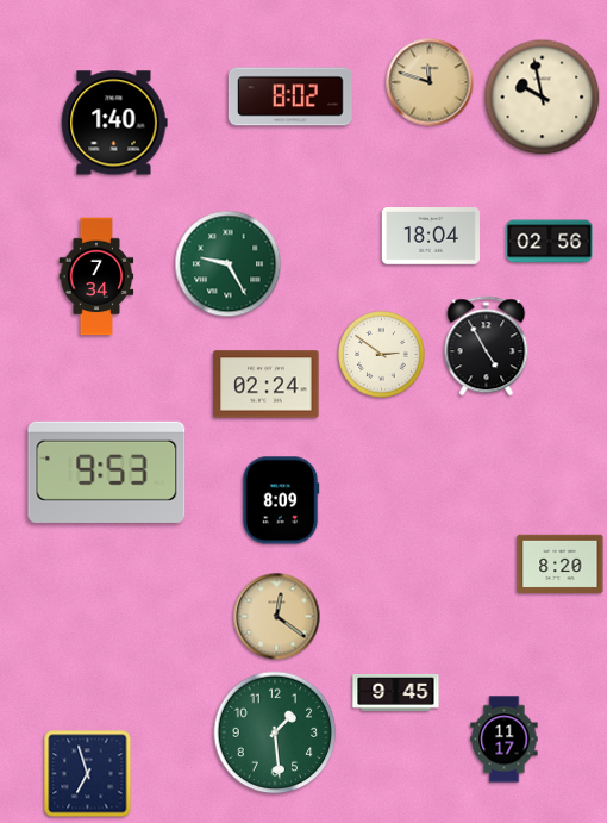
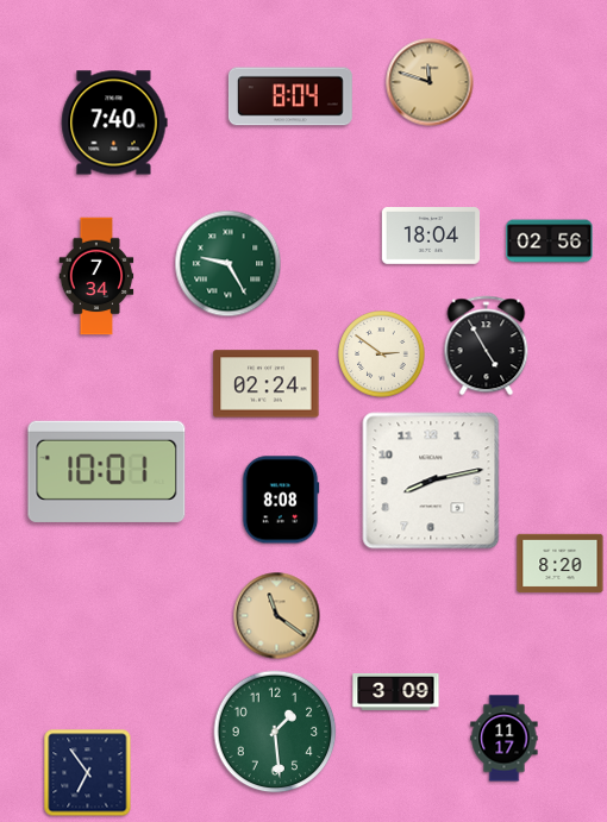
clock at (290, 96): 8:02 -> 8:04
clock at (543, 98): 9:58 -> none
clock at (114, 123): 1:40 -> 7:40
clock at (107, 472): 9:53 -> 10:01
clock at (431, 481): none -> 8:13
clock at (281, 500): 8:09 -> 8:08
clock at (277, 617): 12:21 -> 11:21
clock at (396, 692): 9:45 -> 3:09
clock at (88, 774): 6:57 -> 6:54
